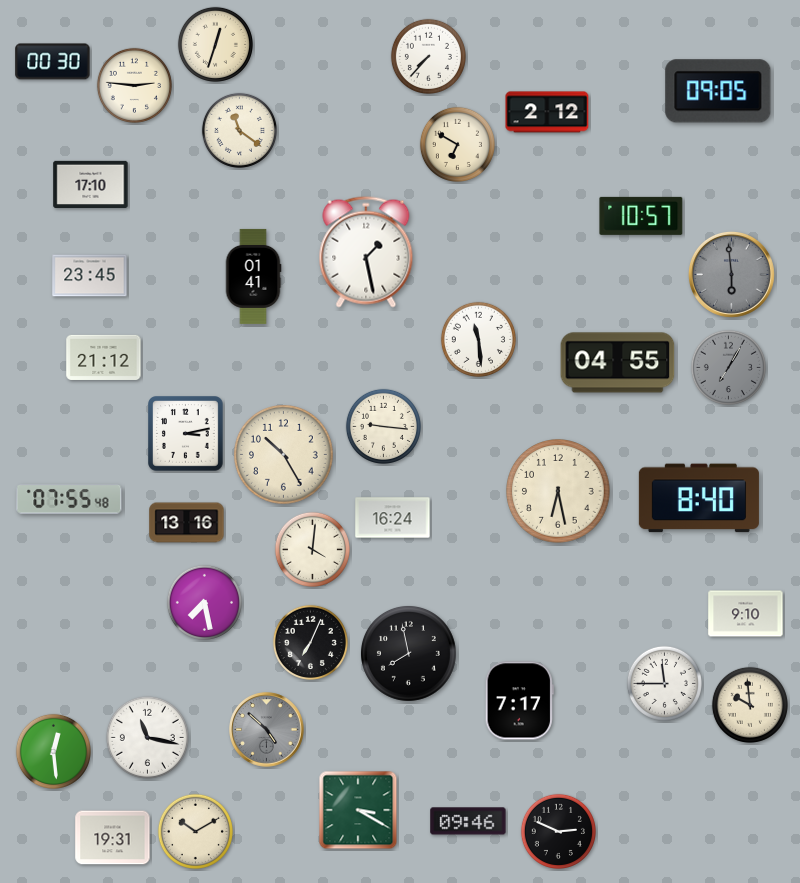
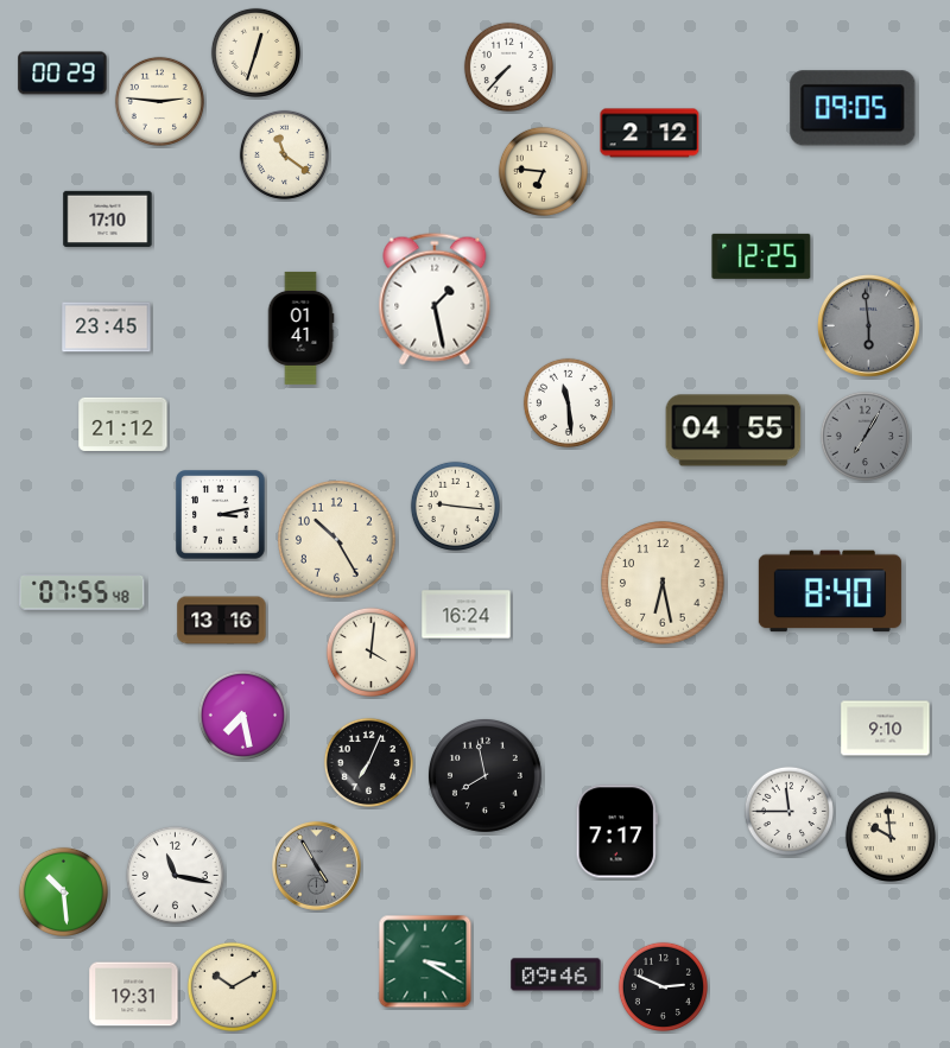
clock at (53, 62): 00:30 -> 00:29
clock at (457, 144): 6:50 -> 6:46
clock at (641, 216): 10:57 -> 12:25
clock at (267, 730): 4:52 -> 4:55
clock at (53, 751): 12:29 -> 10:29
